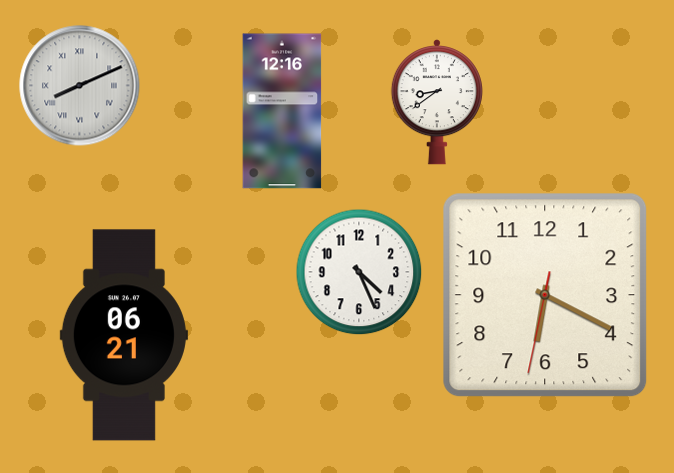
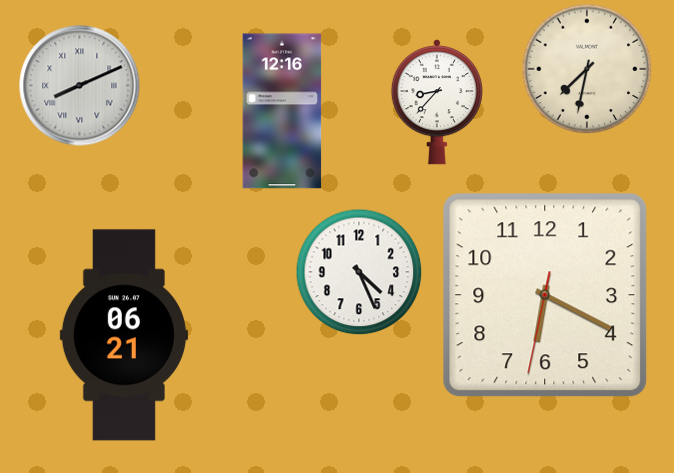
clock at (587, 69): none -> 7:32
clock at (437, 102): 8:39 -> 8:37
